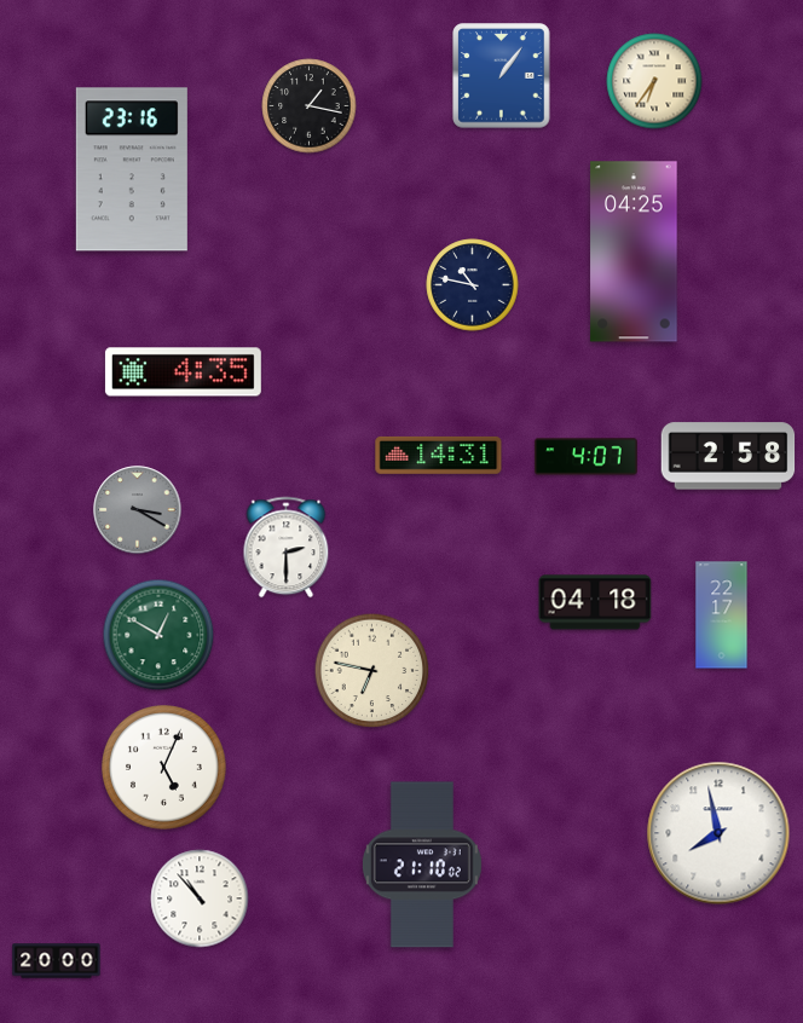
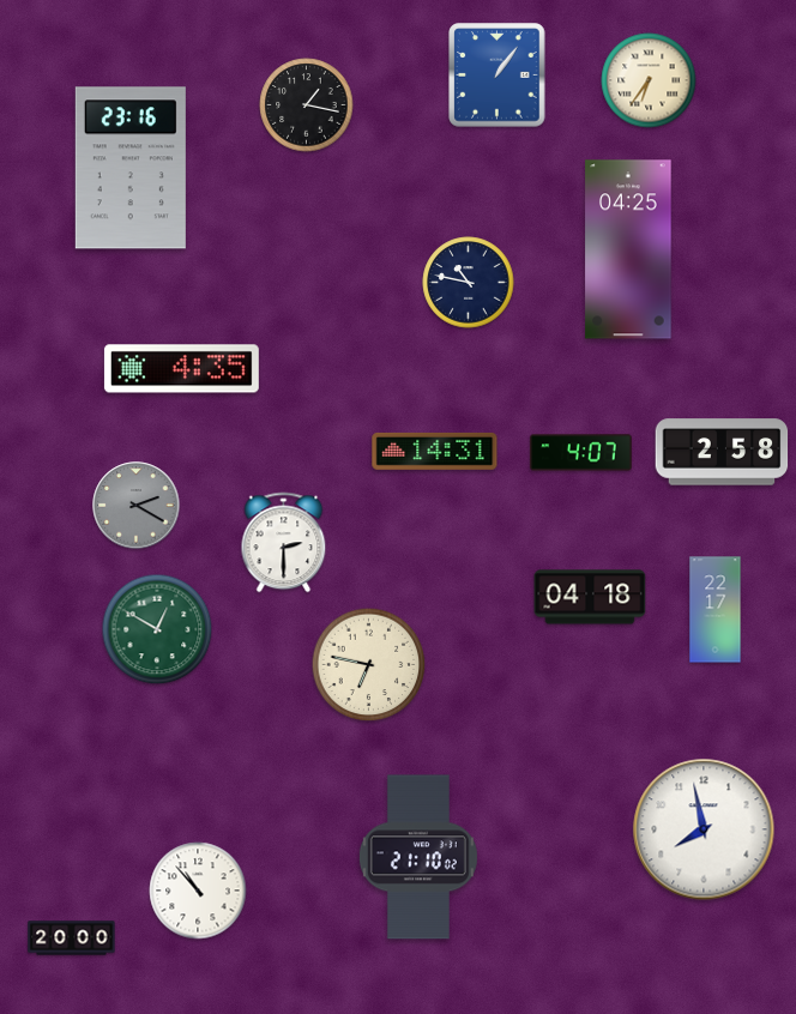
clock at (138, 510): 3:20 -> 2:20
clock at (164, 768): 5:04 -> none
clock at (718, 833) position: (718, 833) -> (704, 829)
clock at (57, 961) position: (57, 961) -> (72, 938)
